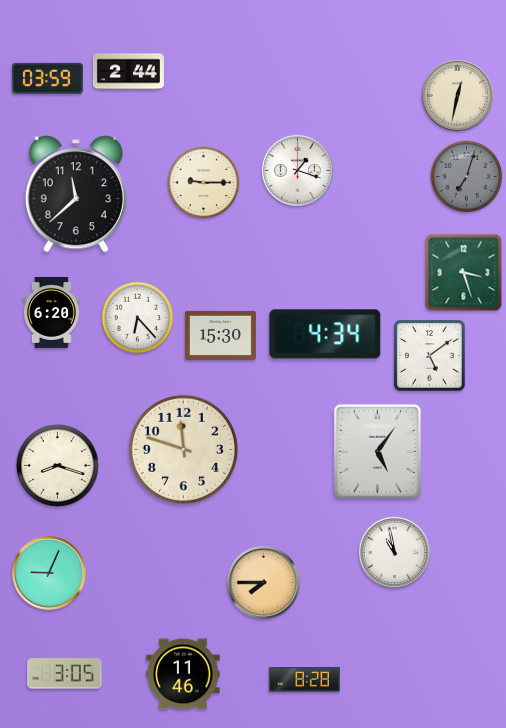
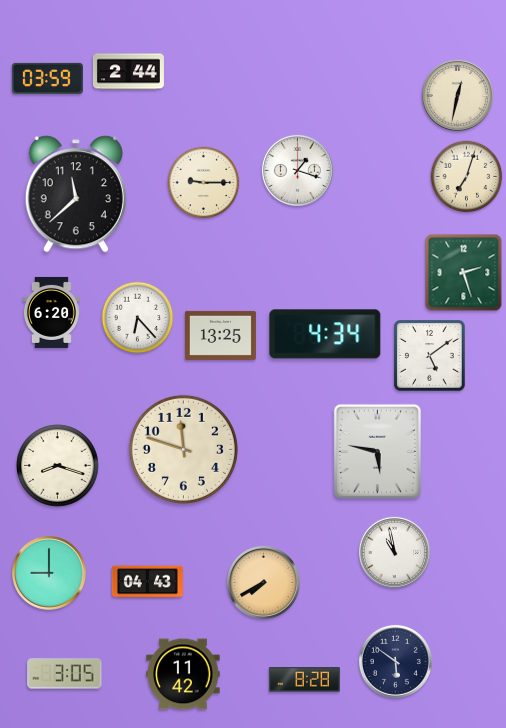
clock at (467, 177) dial: grey -> cream
clock at (464, 273): 3:27 -> 2:27
clock at (220, 335): 15:30 -> 13:25
clock at (377, 451): 5:06 -> 5:47
clock at (49, 573): 9:04 -> 9:00
clock at (147, 582): none -> 04:43
clock at (263, 582): 7:45 -> 7:40
clock at (395, 661): none -> 5:51
clock at (183, 674): 11:46 -> 11:42
